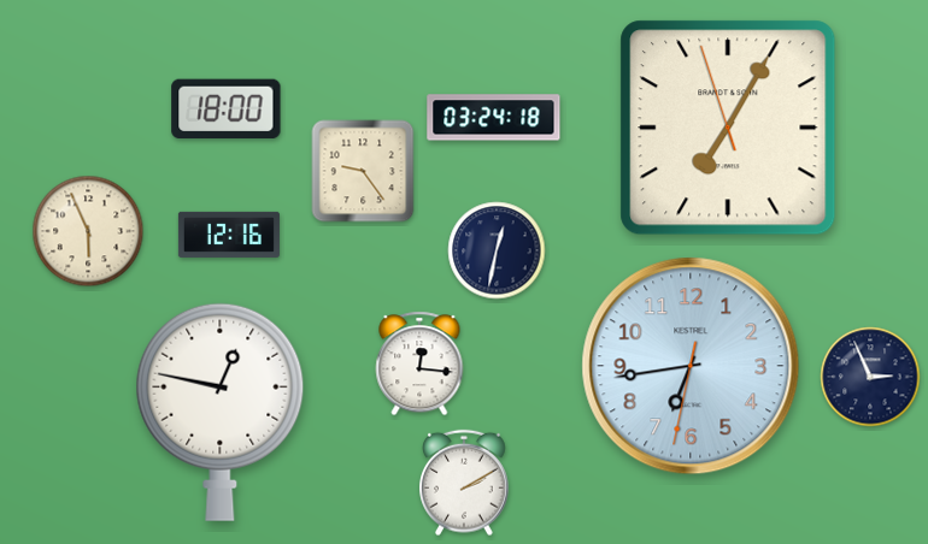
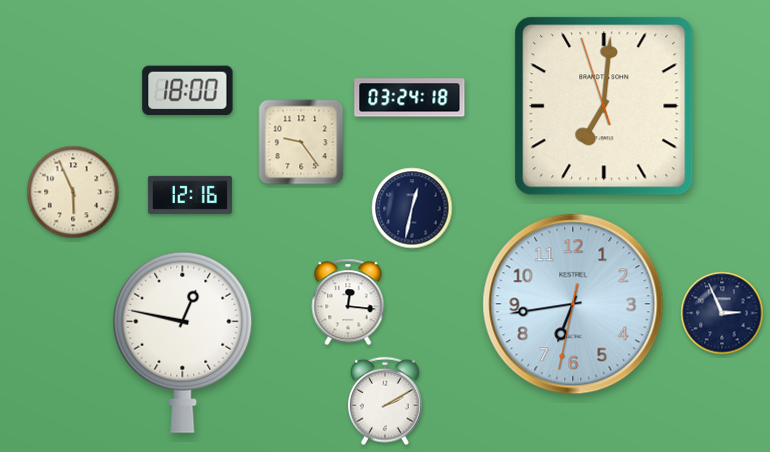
clock at (728, 128): 7:04 -> 7:00
